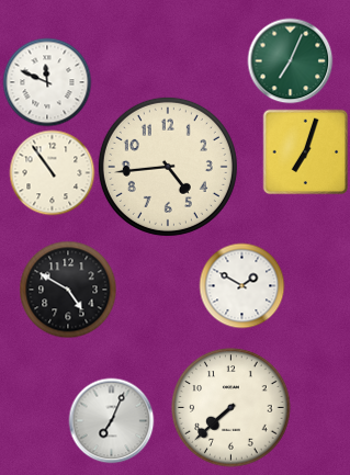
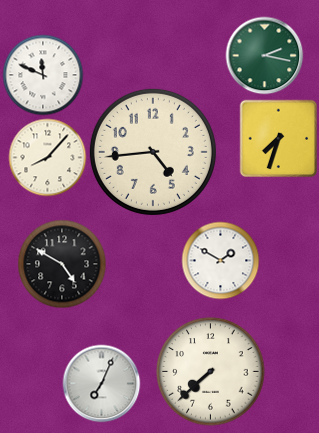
clock at (290, 60): 7:04 -> 2:17
clock at (305, 151): 7:03 -> 7:33
clock at (52, 172): 10:54 -> 8:07
